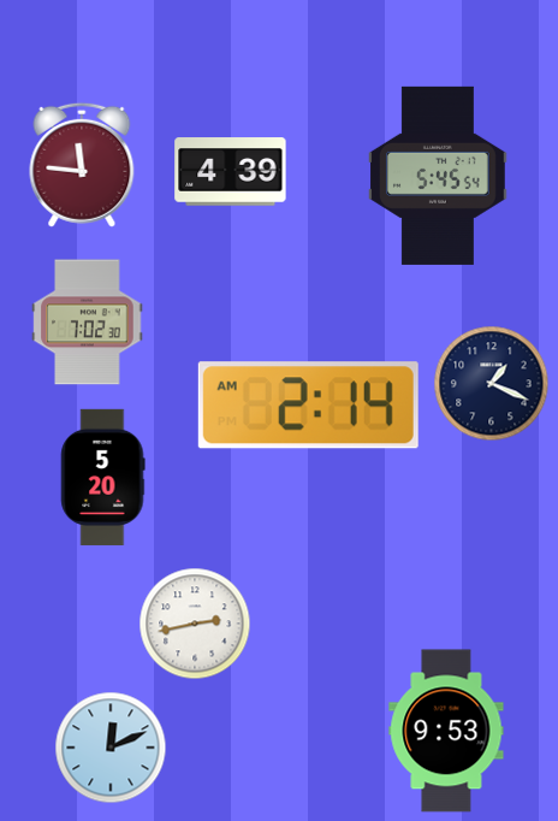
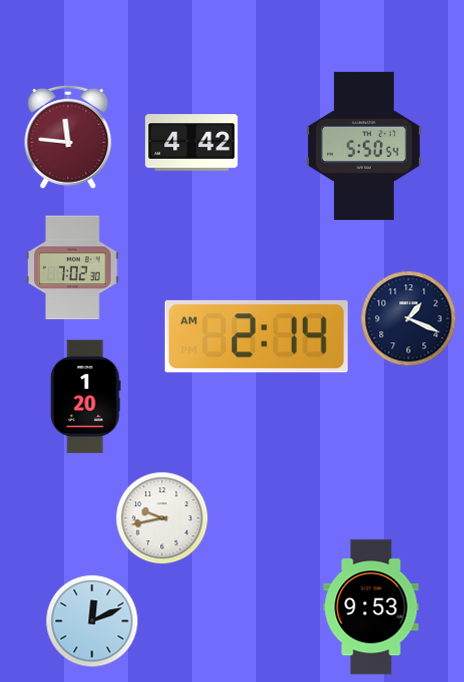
clock at (231, 172): 4:39 -> 4:42
clock at (439, 176): 5:45 -> 5:50
clock at (103, 477): 5:20 -> 1:20
clock at (195, 624): 2:43 -> 9:43
